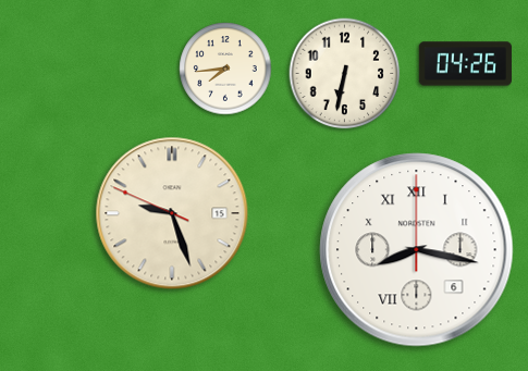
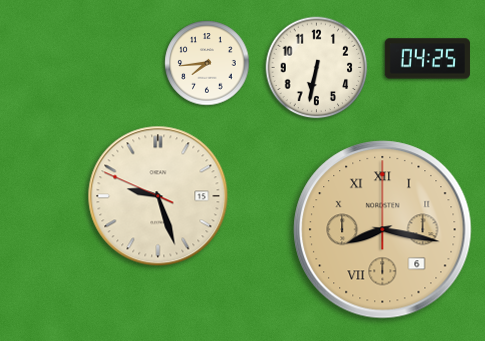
clock at (465, 64): 04:26 -> 04:25
clock at (417, 250) dial: white -> champagne
